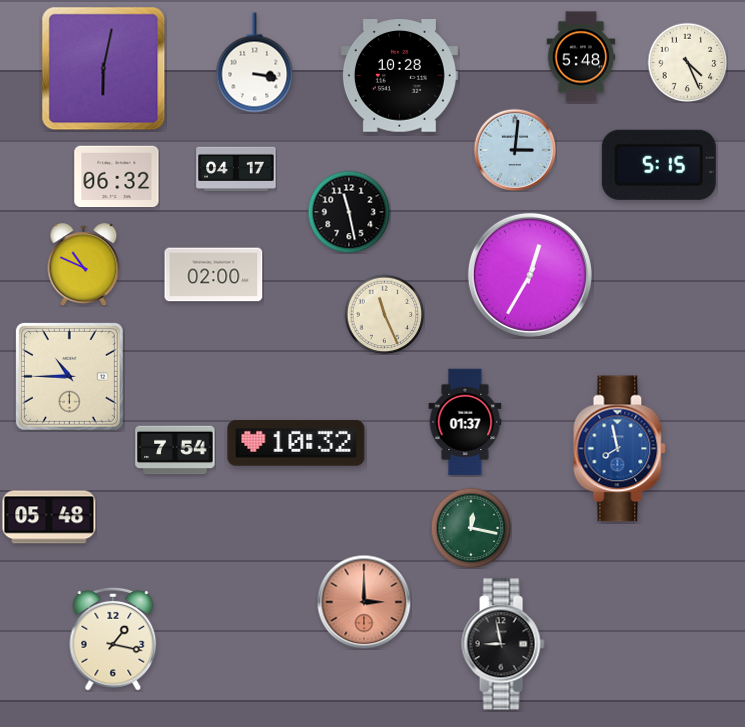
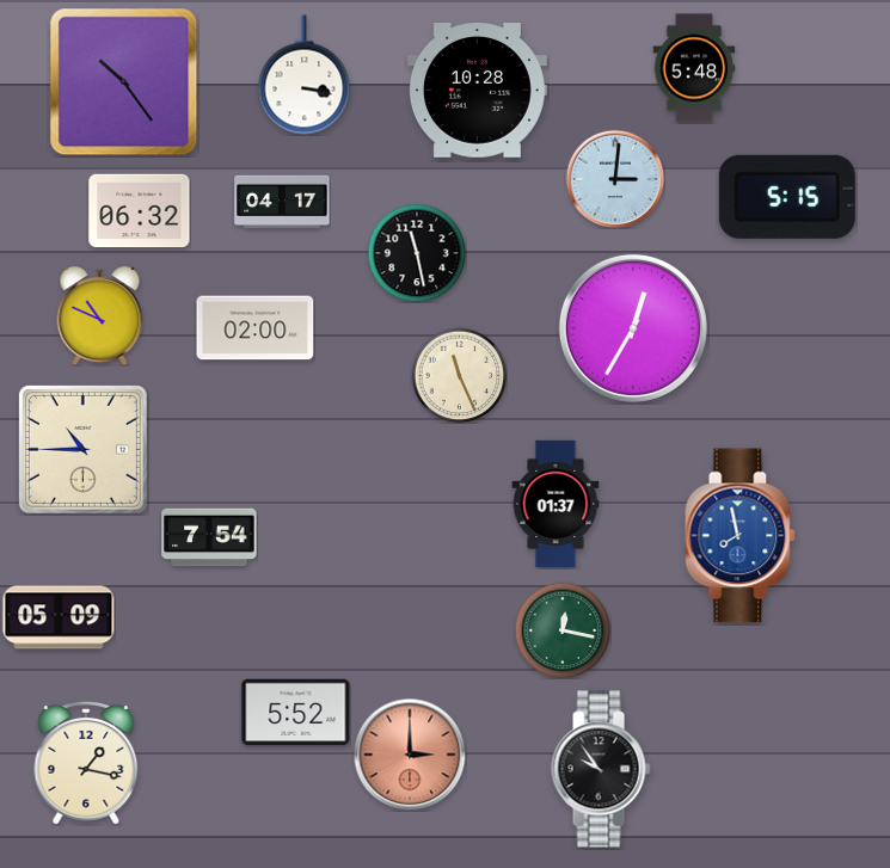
clock at (687, 62): 4:26 -> none
clock at (104, 69): 6:02 -> 10:24
clock at (296, 443): 10:32 -> none
clock at (49, 517): 05:48 -> 05:09
clock at (296, 713): none -> 5:52
clock at (364, 602) position: (364, 602) -> (410, 755)
clock at (113, 639) position: (113, 639) -> (86, 763)
clock at (503, 644): 8:58 -> 9:54
